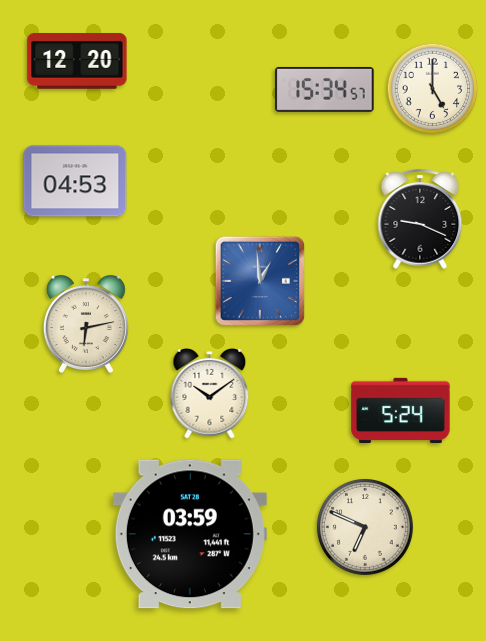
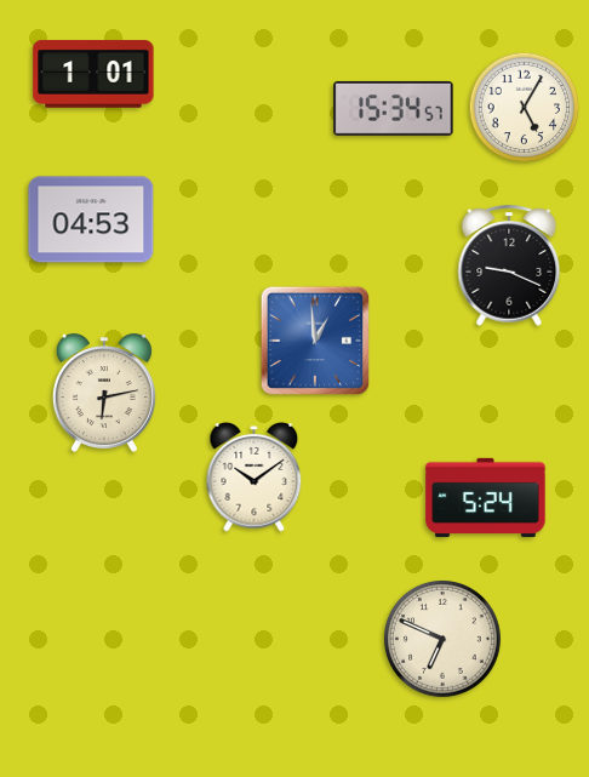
clock at (77, 62): 12:20 -> 1:01
clock at (433, 89): 5:00 -> 5:05
clock at (190, 534): 03:59 -> none
